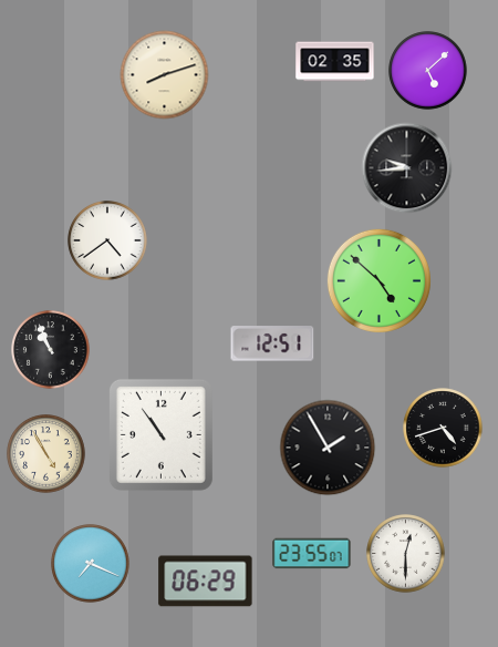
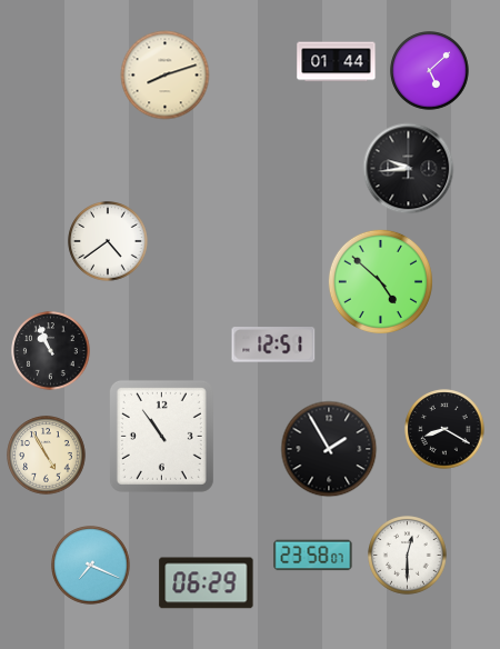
clock at (335, 62): 02:35 -> 01:44
clock at (443, 428): 4:42 -> 8:20
clock at (312, 554): 23:55 -> 23:58
